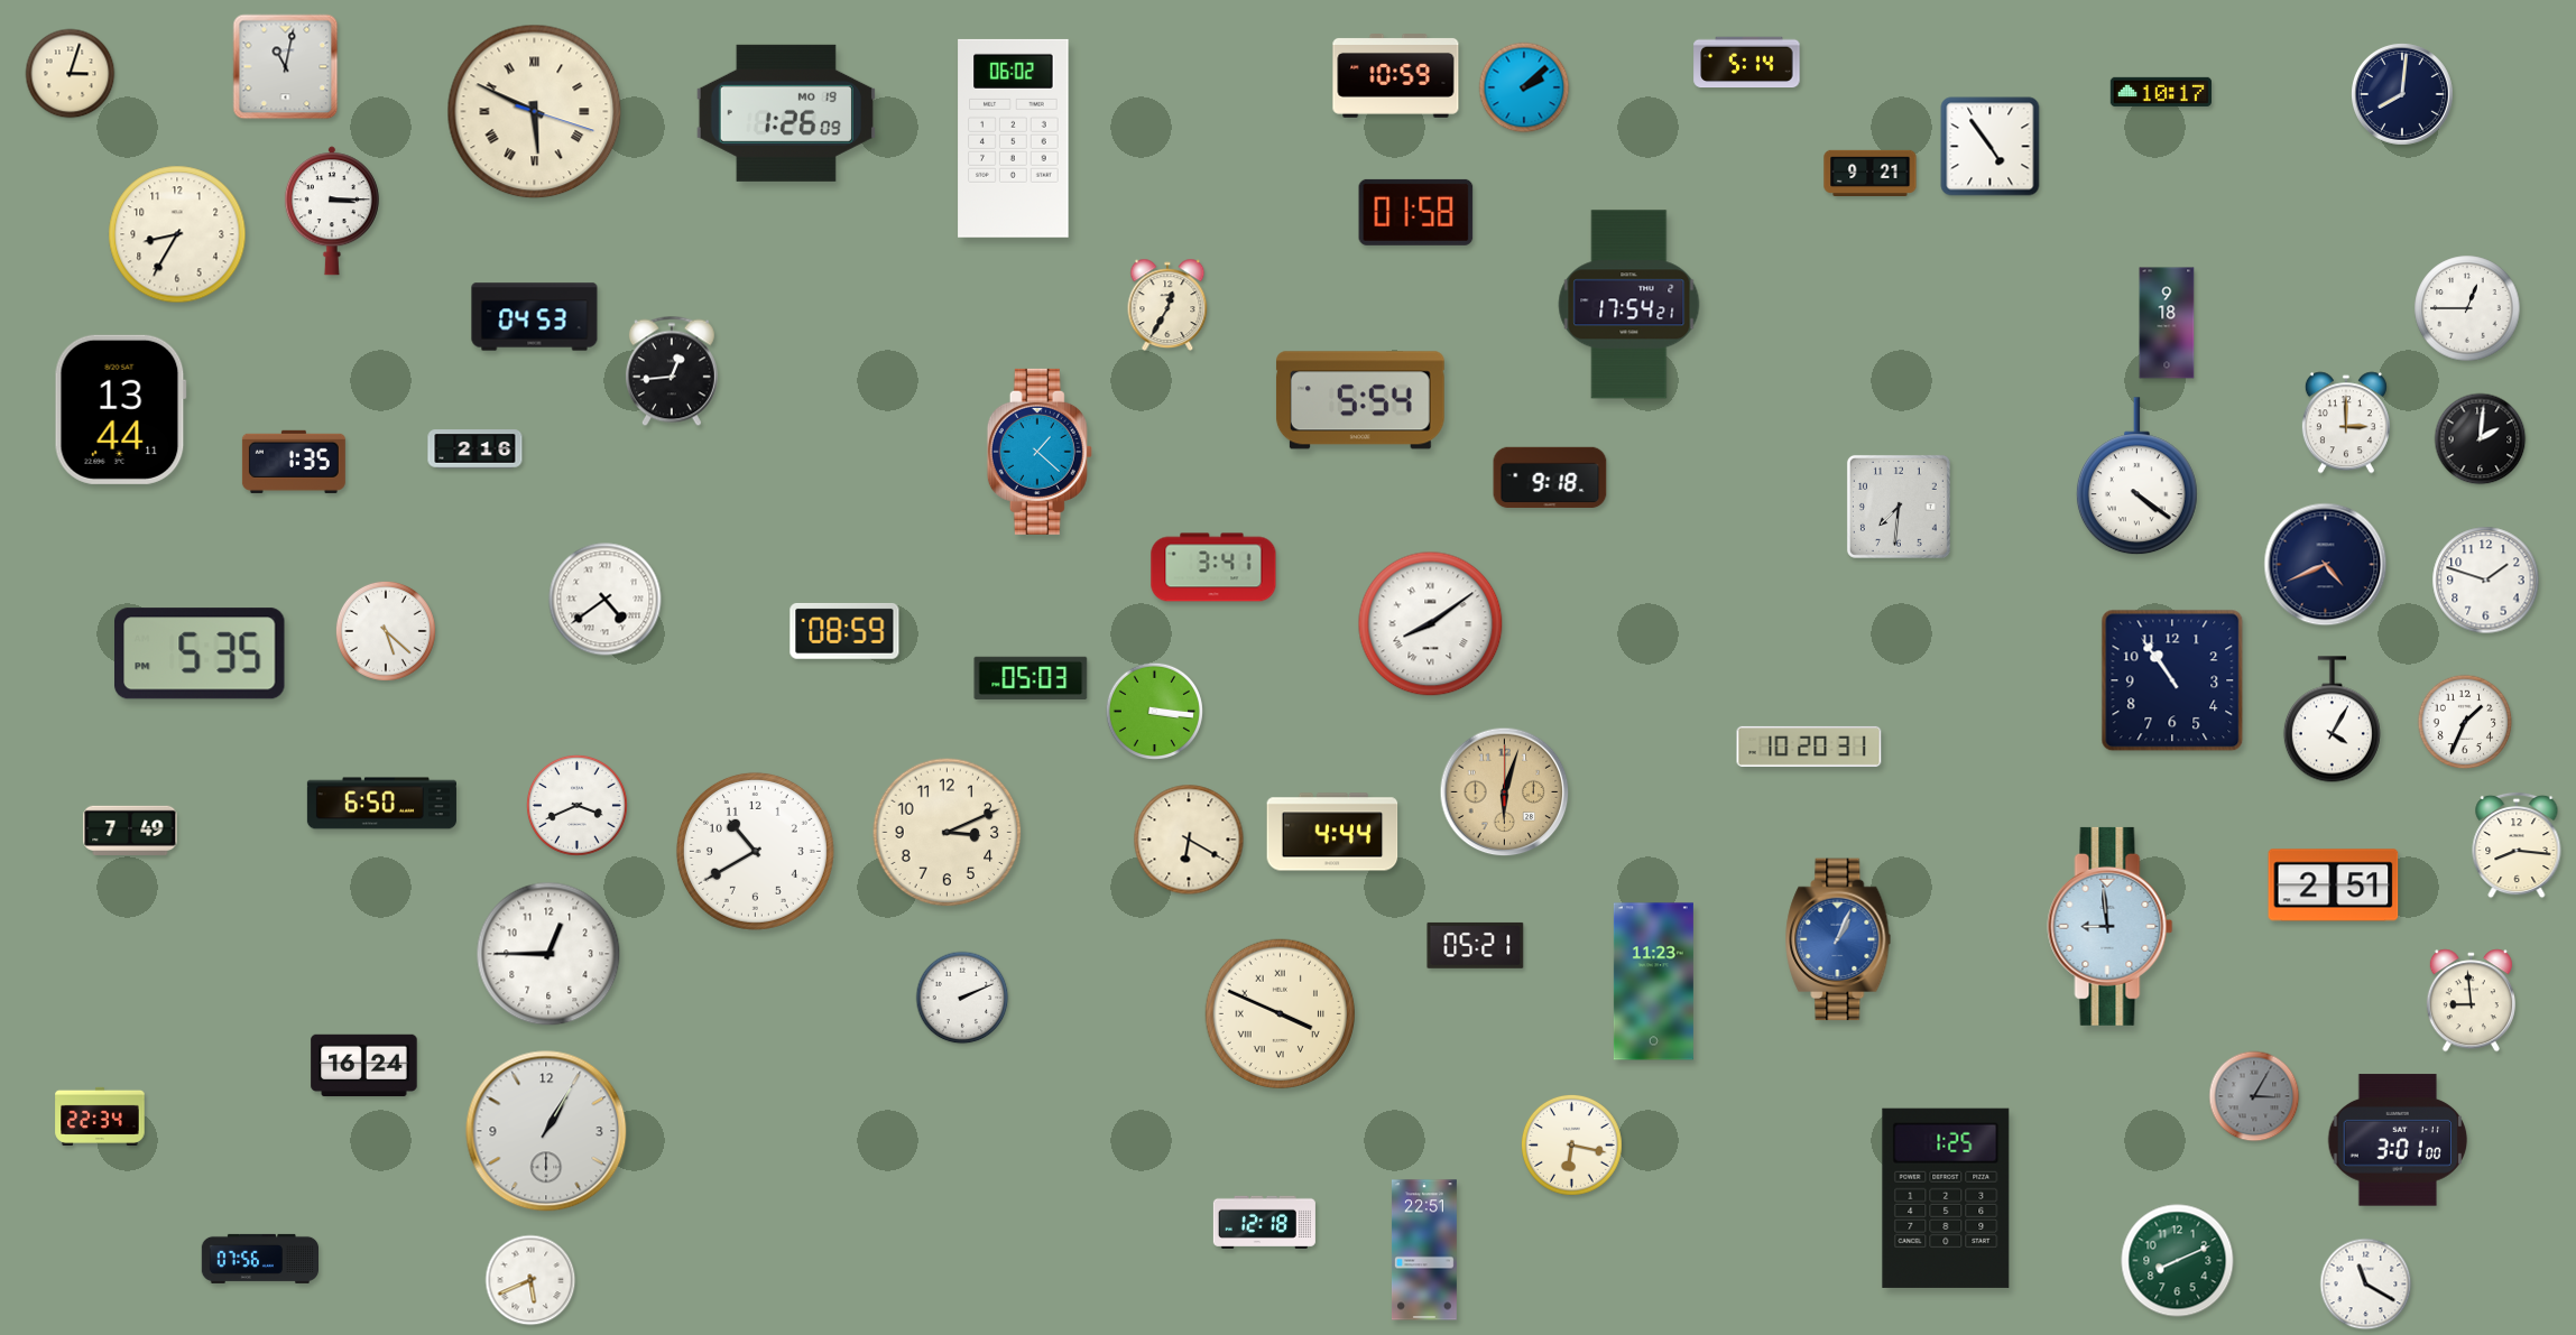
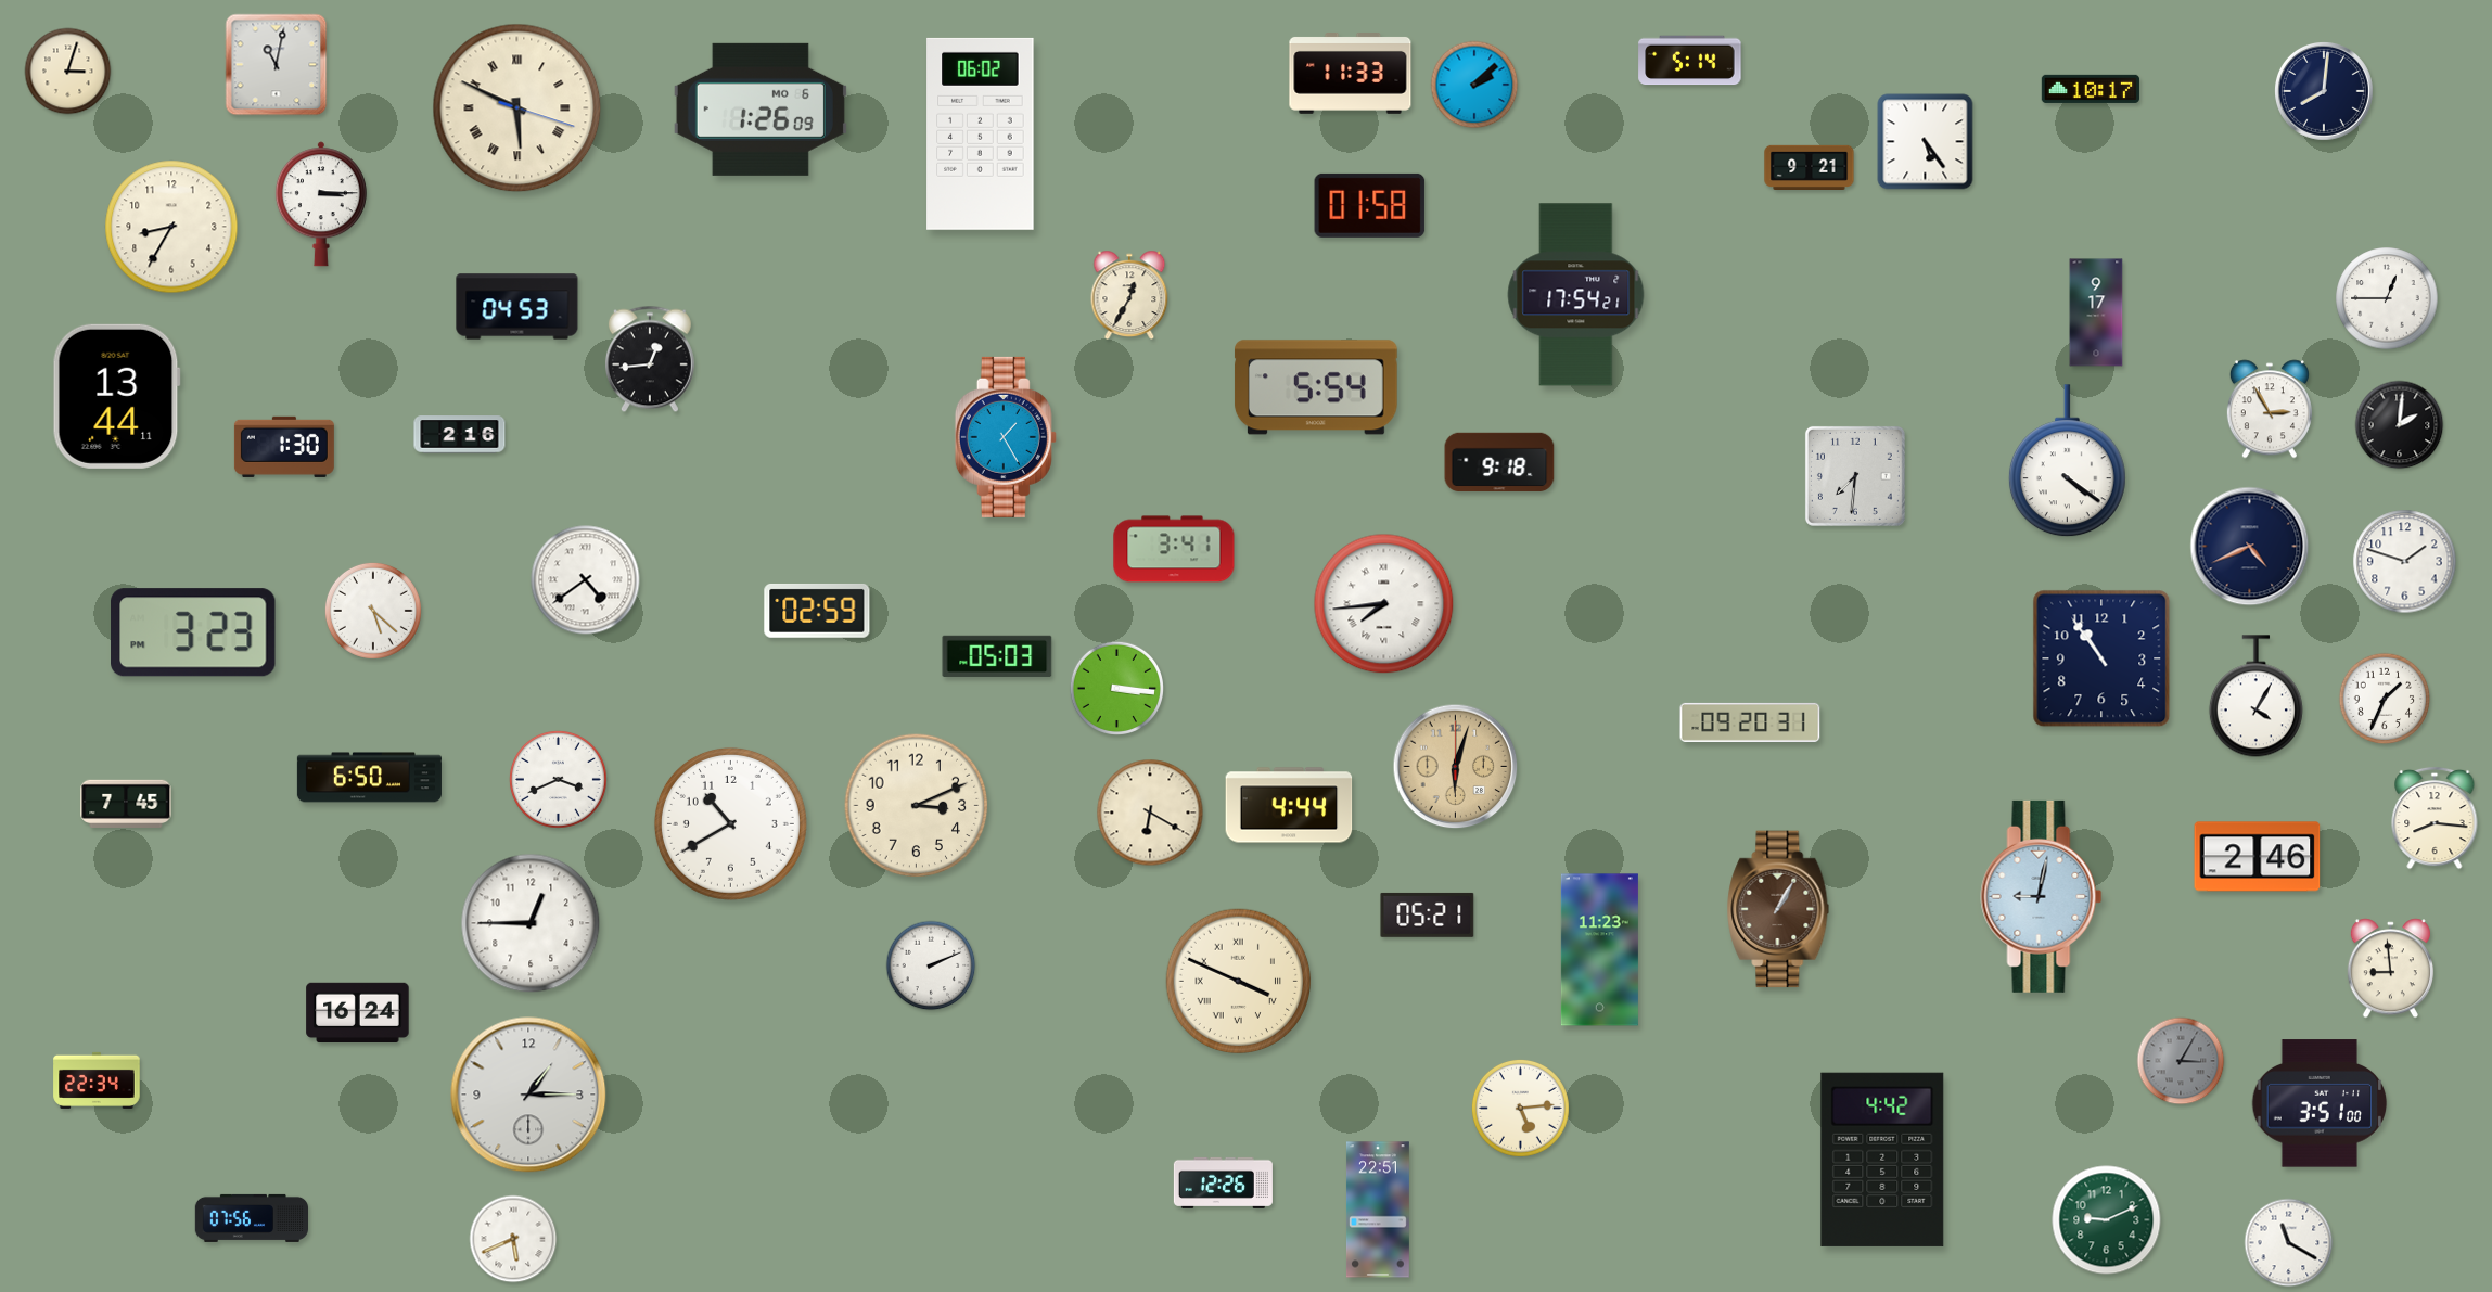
clock at (1396, 76): 10:59 -> 11:33
clock at (786, 113) date: MO 19 -> MO 6
clock at (1991, 147): 4:54 -> 5:24
clock at (2167, 323): 9:18 -> 9:17
clock at (2346, 423): 3:00 -> 2:55
clock at (1040, 452): 1:22 -> 1:25
clock at (294, 462): 1:35 -> 1:30
clock at (1899, 507) position: (1899, 507) -> (1855, 476)
clock at (1431, 624): 8:09 -> 7:44
clock at (844, 631): 08:59 -> 02:59
clock at (201, 653): 5:35 -> 3:23
clock at (1809, 747): 10:20 -> 09:20
clock at (130, 829): 7:49 -> 7:45
clock at (2334, 886): 2:51 -> 2:46
clock at (2111, 926): 8:59 -> 9:02
clock at (1838, 939): 1:04 -> 1:05
clock at (1838, 939) dial: blue -> brown
clock at (364, 1066) position: (364, 1066) -> (358, 1013)
clock at (546, 1131): 1:05 -> 1:15
clock at (2398, 1140): 3:01 -> 3:51
clock at (1571, 1144): 6:17 -> 5:14
clock at (1946, 1198): 1:25 -> 4:42
clock at (1264, 1222): 12:18 -> 12:26
clock at (2178, 1261): 8:11 -> 9:11
